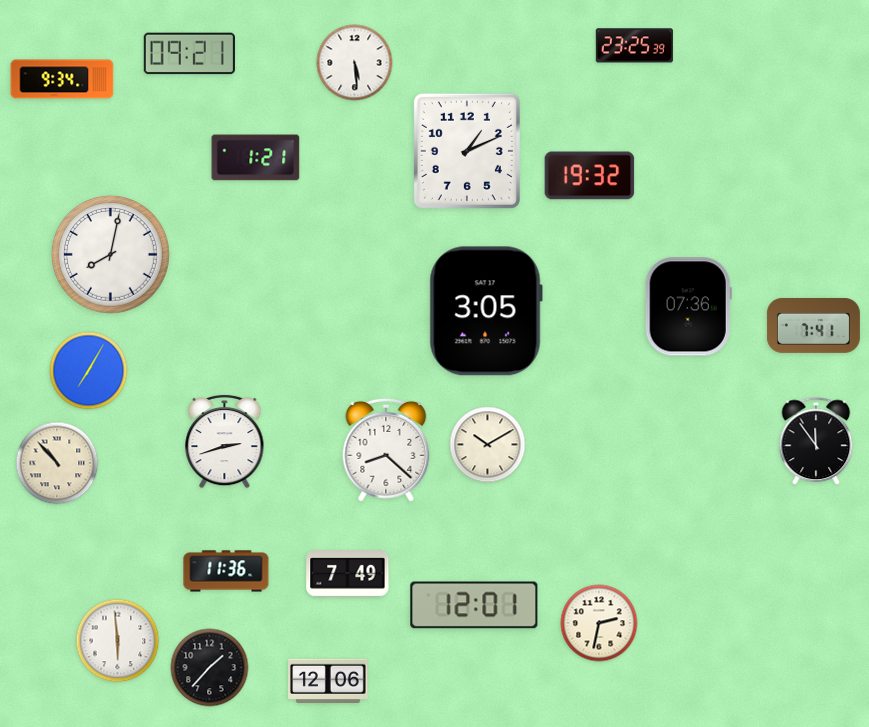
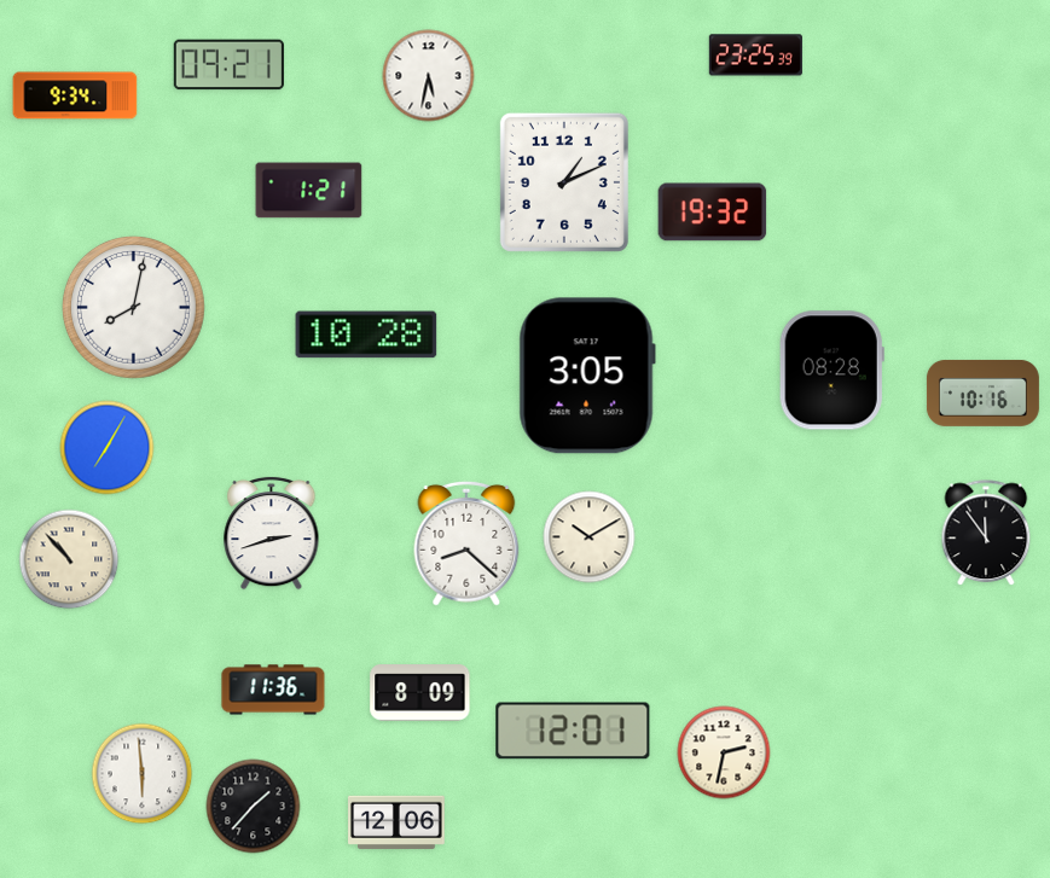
clock at (634, 46) position: (634, 46) -> (755, 56)
clock at (355, 63): 5:29 -> 5:32
clock at (366, 335): none -> 10:28
clock at (688, 307): 07:36 -> 08:28
clock at (813, 325): 7:41 -> 10:16
clock at (348, 574): 7:49 -> 8:09
